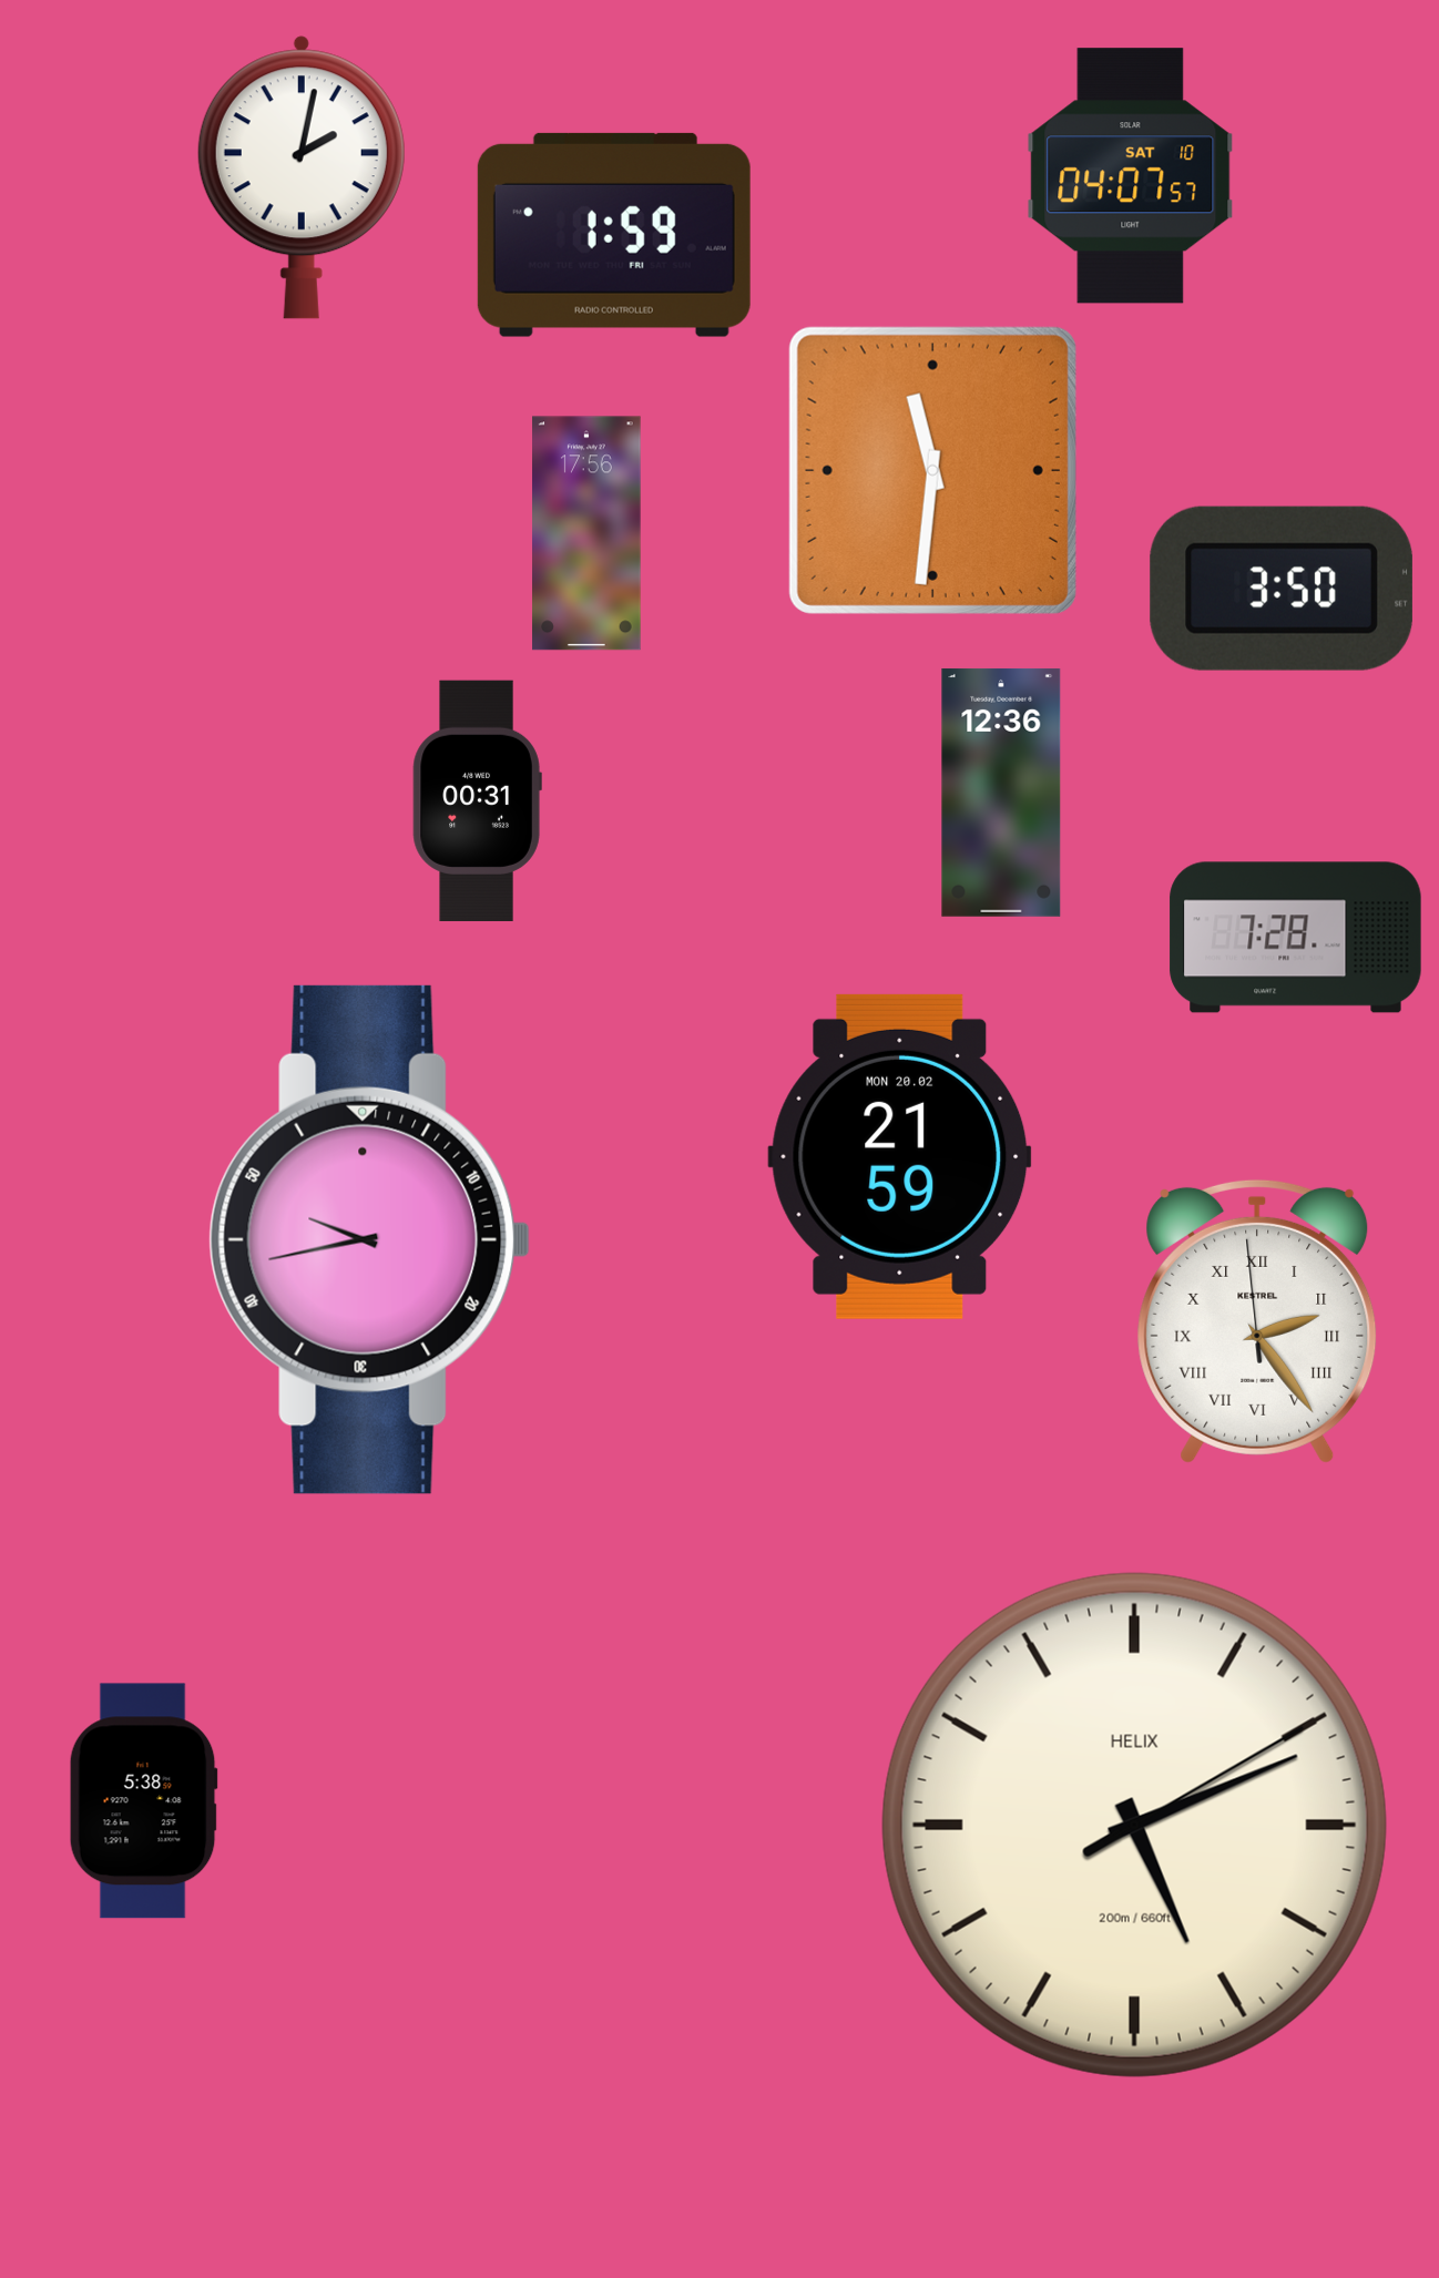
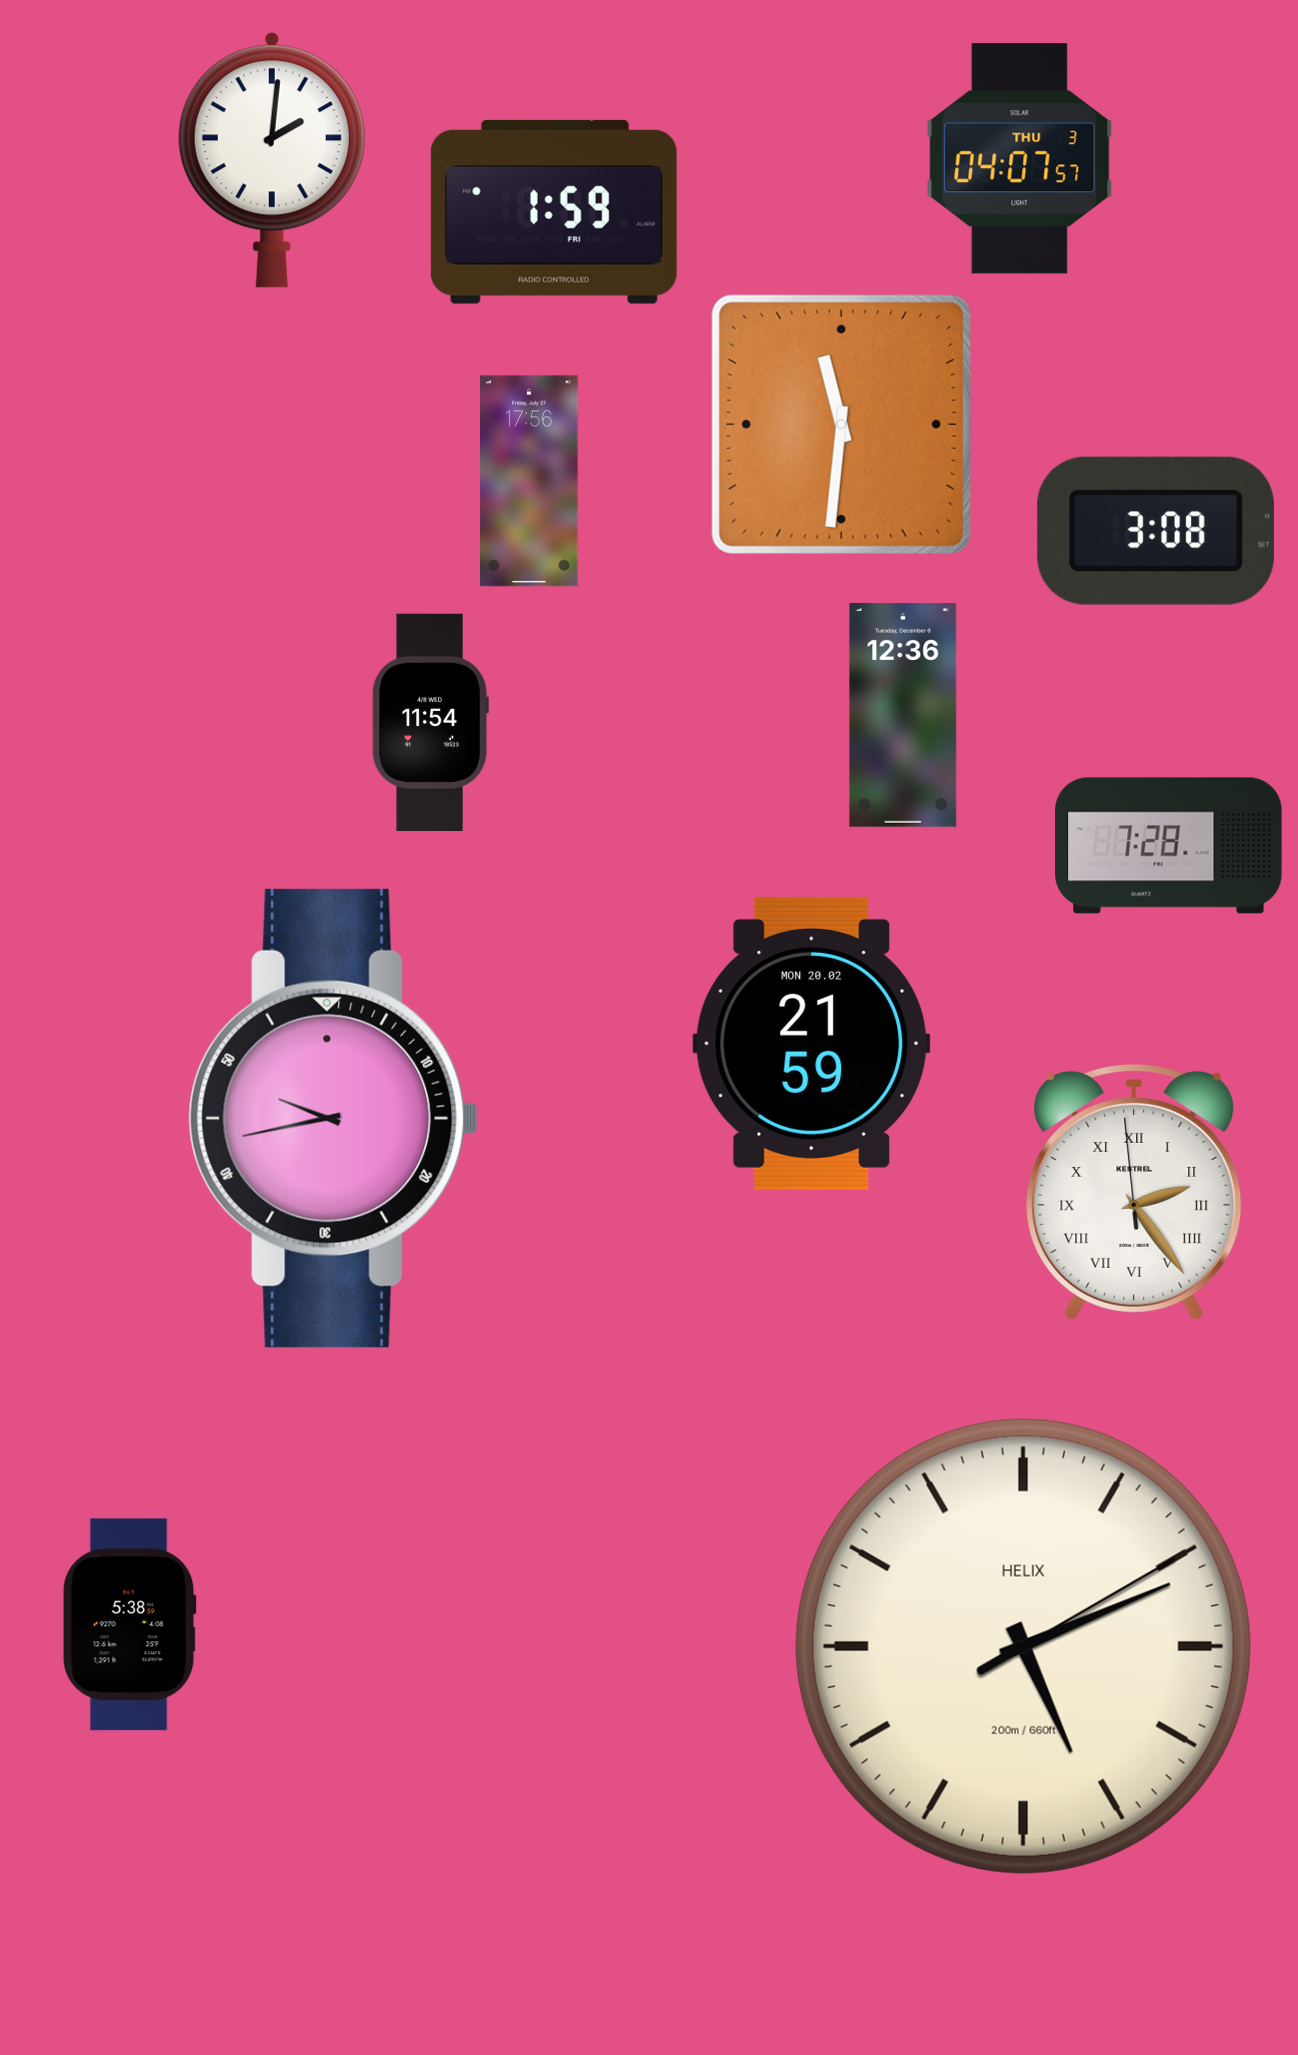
clock at (1131, 176) date: SAT 10 -> THU 3
clock at (302, 177): 2:02 -> 2:01
clock at (1282, 589): 3:50 -> 3:08
clock at (477, 800): 00:31 -> 11:54
